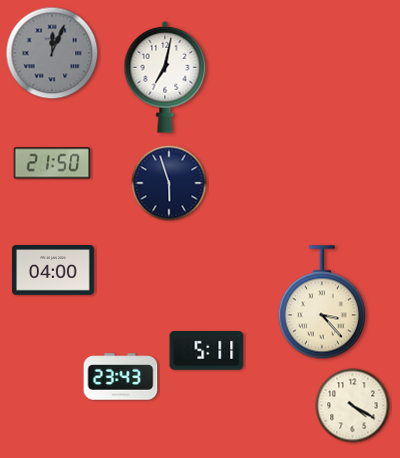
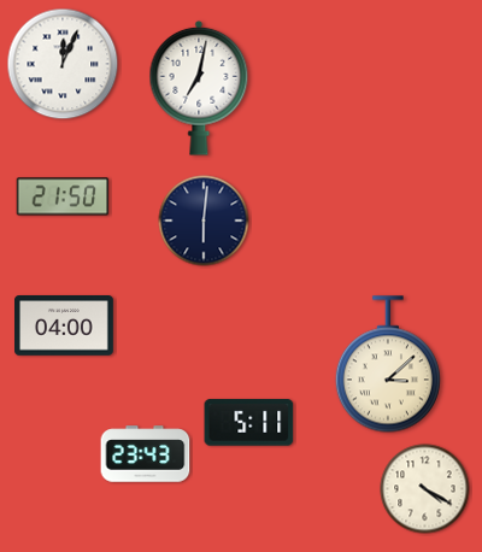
clock at (52, 53) dial: grey -> white
clock at (165, 77) position: (165, 77) -> (199, 88)
clock at (169, 183): 5:57 -> 6:01
clock at (322, 302): 3:23 -> 3:08
